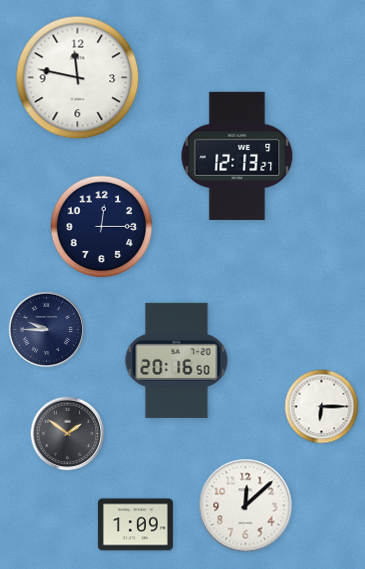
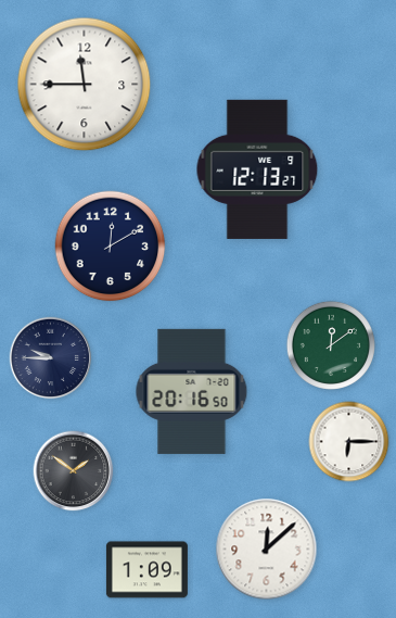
clock at (78, 78): 11:47 -> 11:45
clock at (102, 227): 12:15 -> 12:10
clock at (331, 345): none -> 12:09
